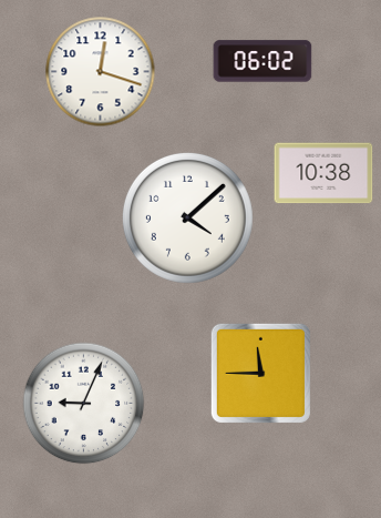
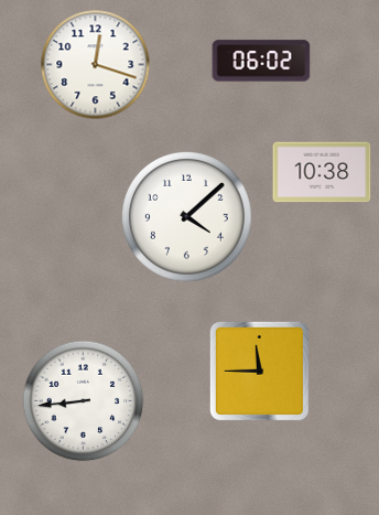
clock at (101, 72) position: (101, 72) -> (96, 65)
clock at (84, 404): 9:04 -> 8:44
